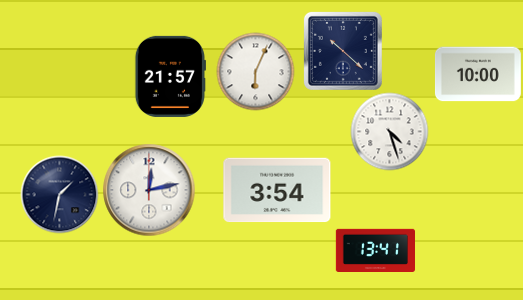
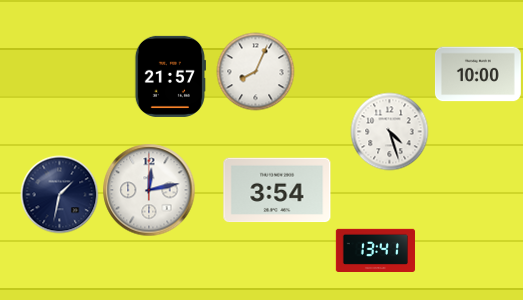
clock at (343, 51): 10:22 -> none
clock at (255, 71): 6:04 -> 8:04
